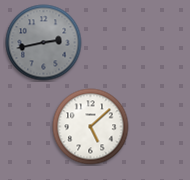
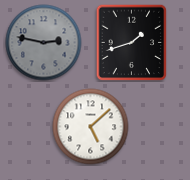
clock at (132, 42): none -> 1:42
clock at (44, 43): 2:43 -> 2:47
